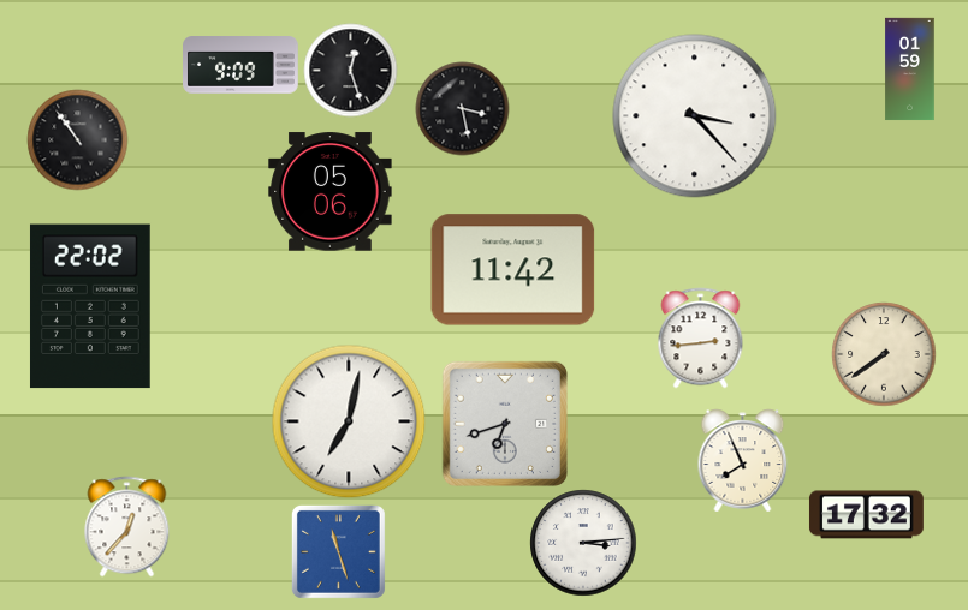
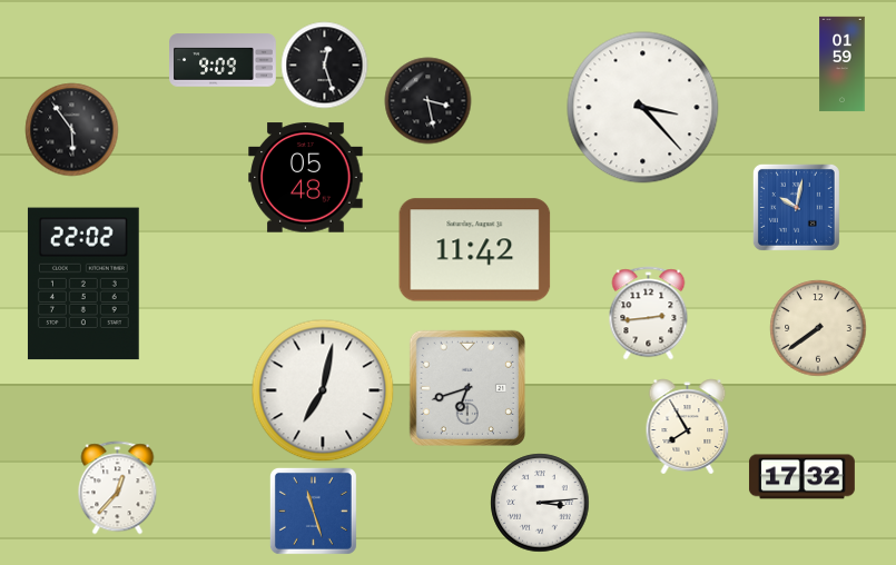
clock at (77, 139): 10:54 -> 5:54
clock at (331, 192): 05:06 -> 05:48
clock at (796, 207): none -> 10:02
clock at (505, 424) position: (505, 424) -> (467, 388)
clock at (743, 460): 7:56 -> 7:55
